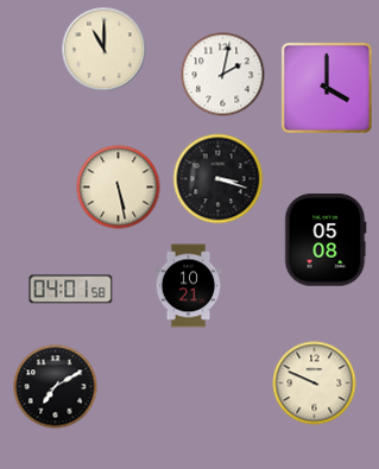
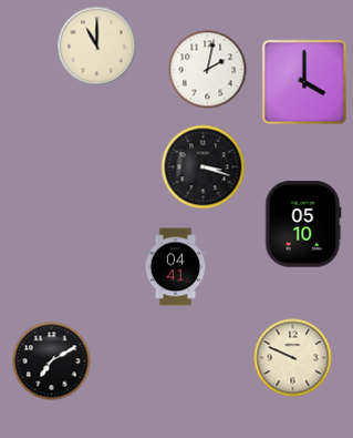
clock at (119, 188): 5:28 -> none
clock at (326, 240): 05:08 -> 05:10
clock at (189, 286): 10:21 -> 04:41
clock at (71, 290): 04:01 -> none
